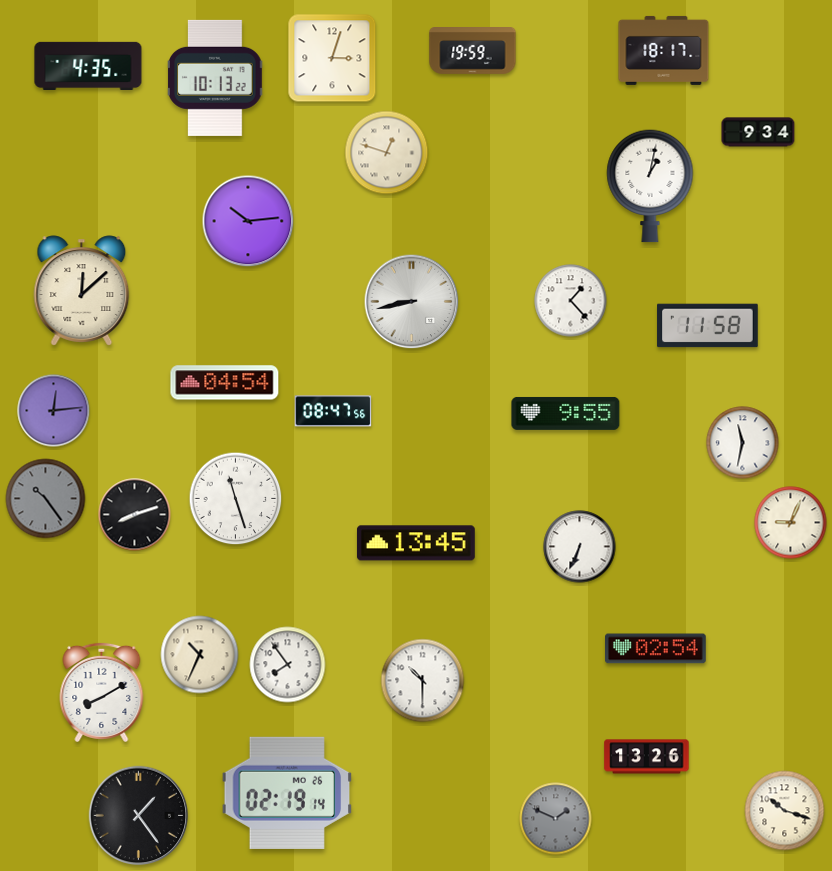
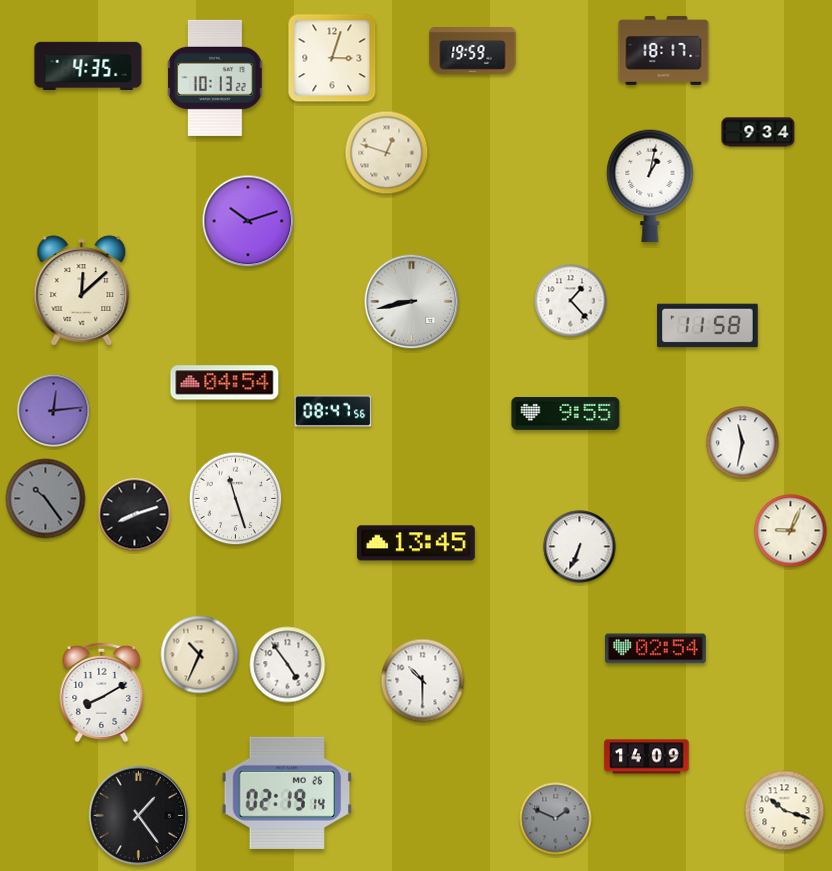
clock at (248, 221): 10:14 -> 10:12
clock at (791, 523) position: (791, 523) -> (791, 531)
clock at (288, 665): 7:54 -> 4:54
clock at (647, 757): 13:26 -> 14:09
